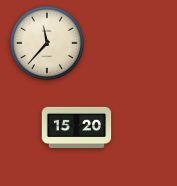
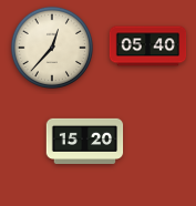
clock at (46, 42): 11:37 -> 12:37
clock at (148, 47): none -> 05:40
